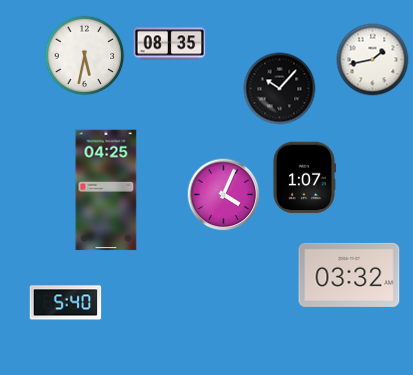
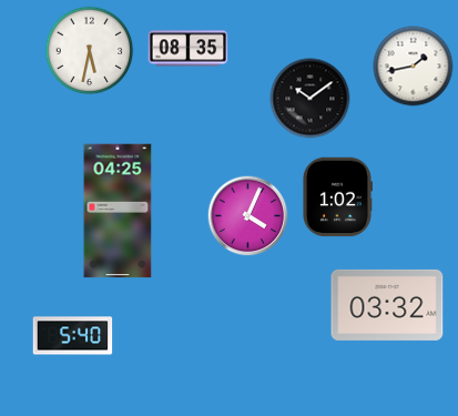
clock at (85, 56) position: (85, 56) -> (90, 51)
clock at (280, 89): 10:07 -> 10:09
clock at (304, 178): 1:07 -> 1:02
